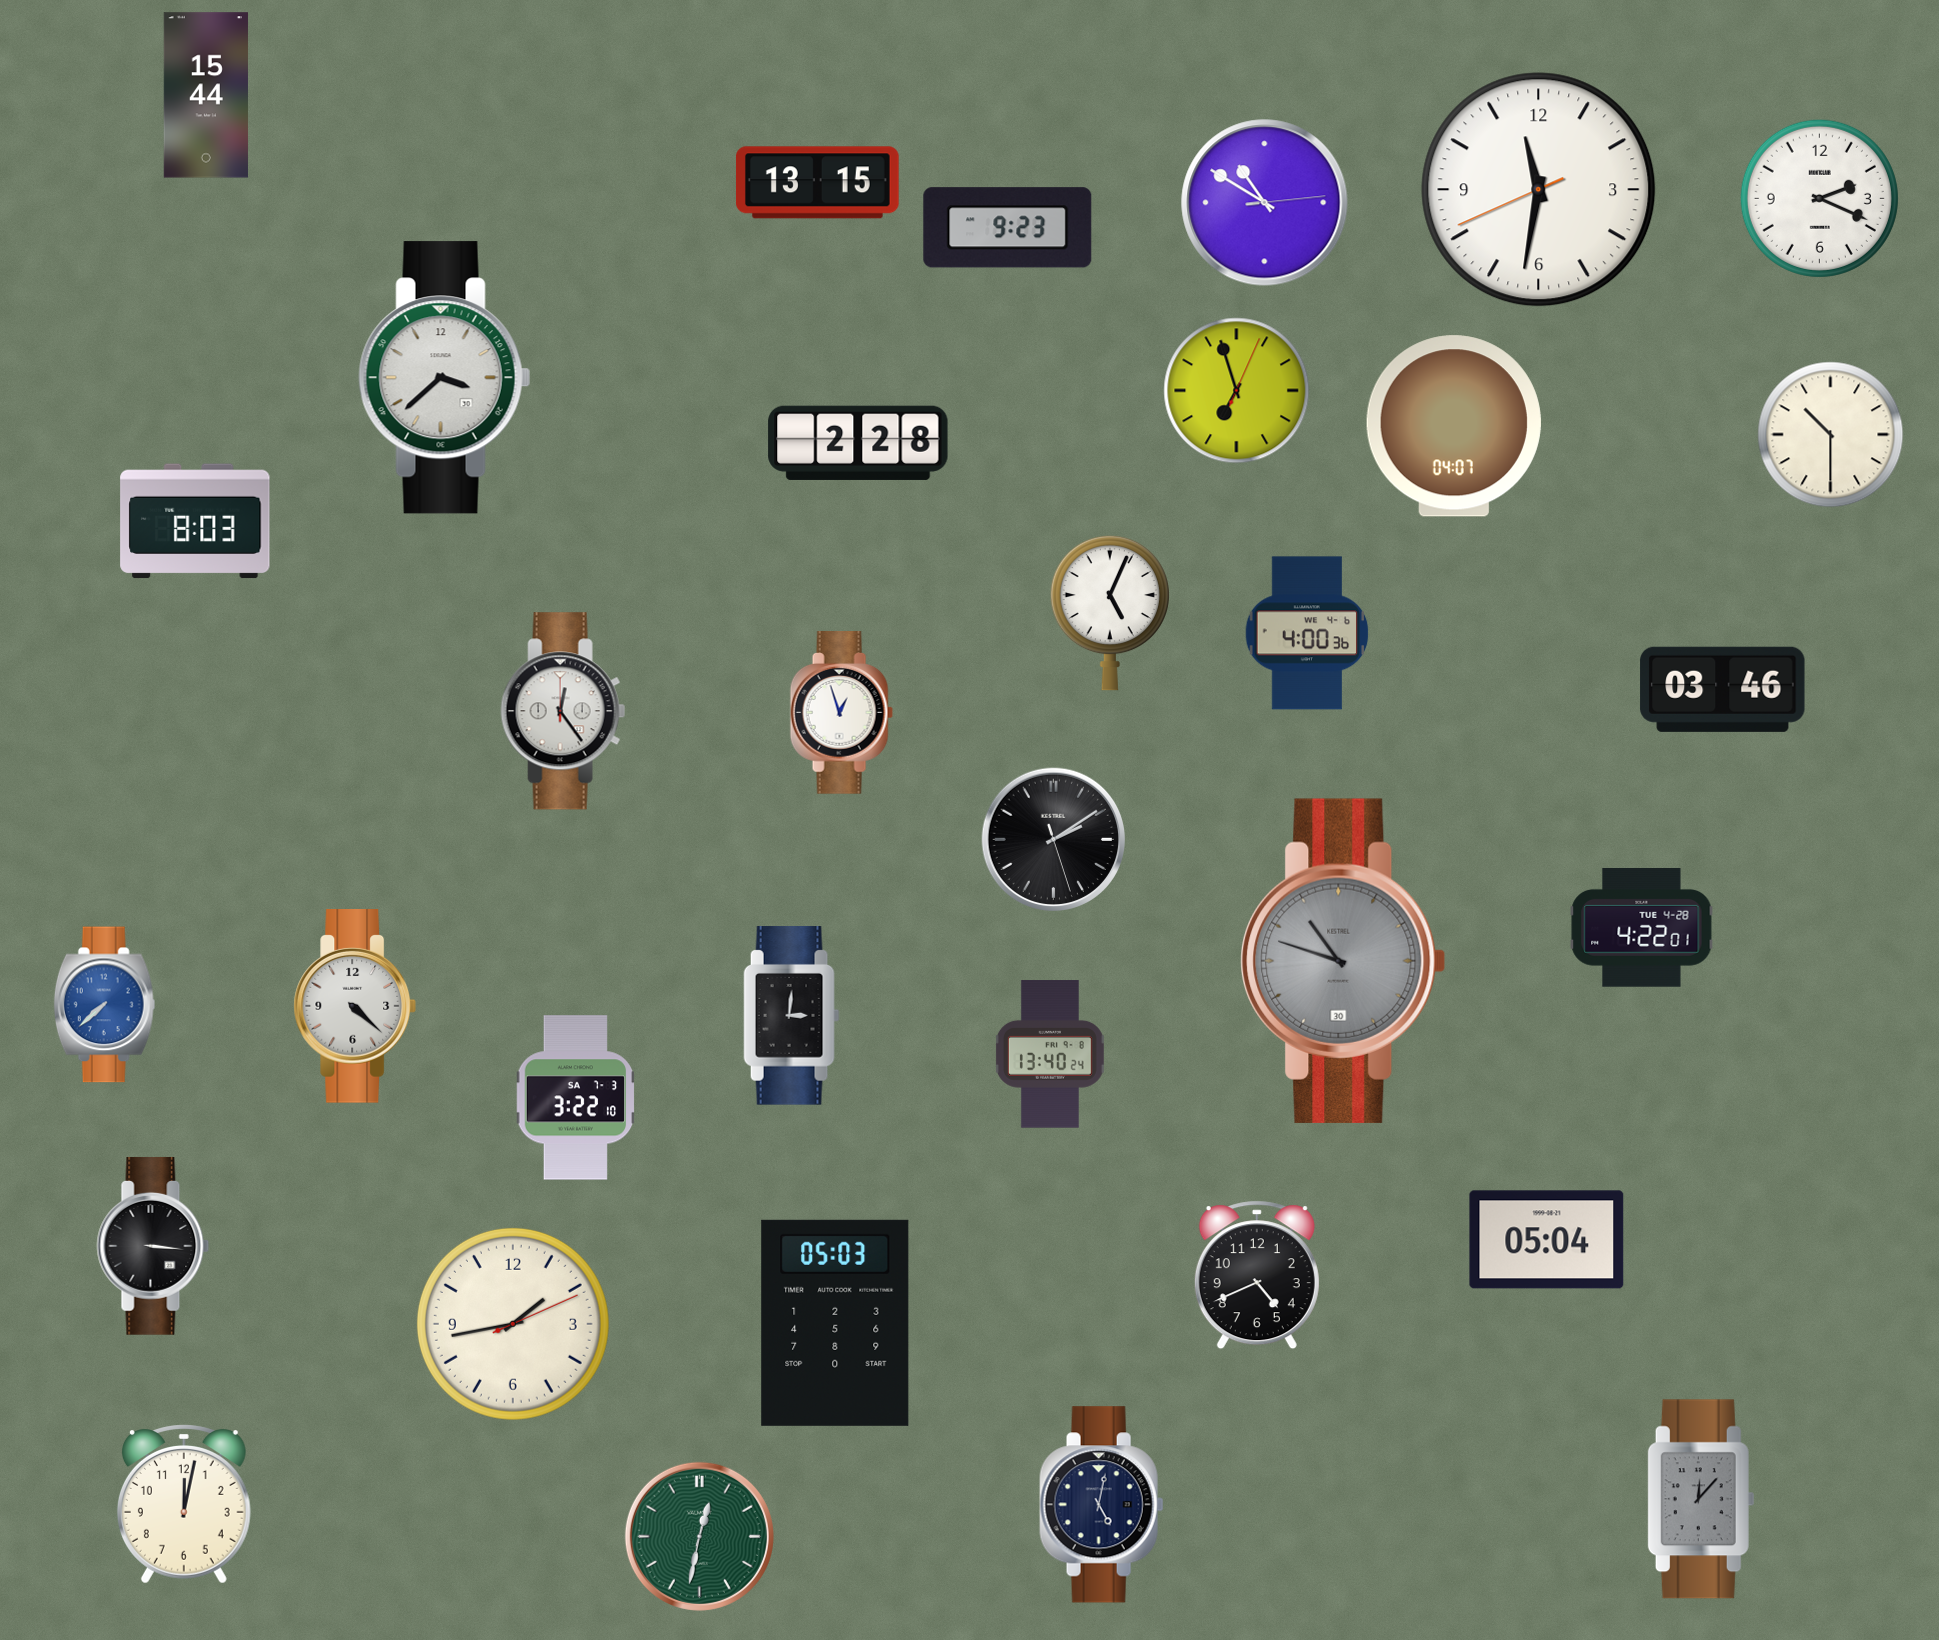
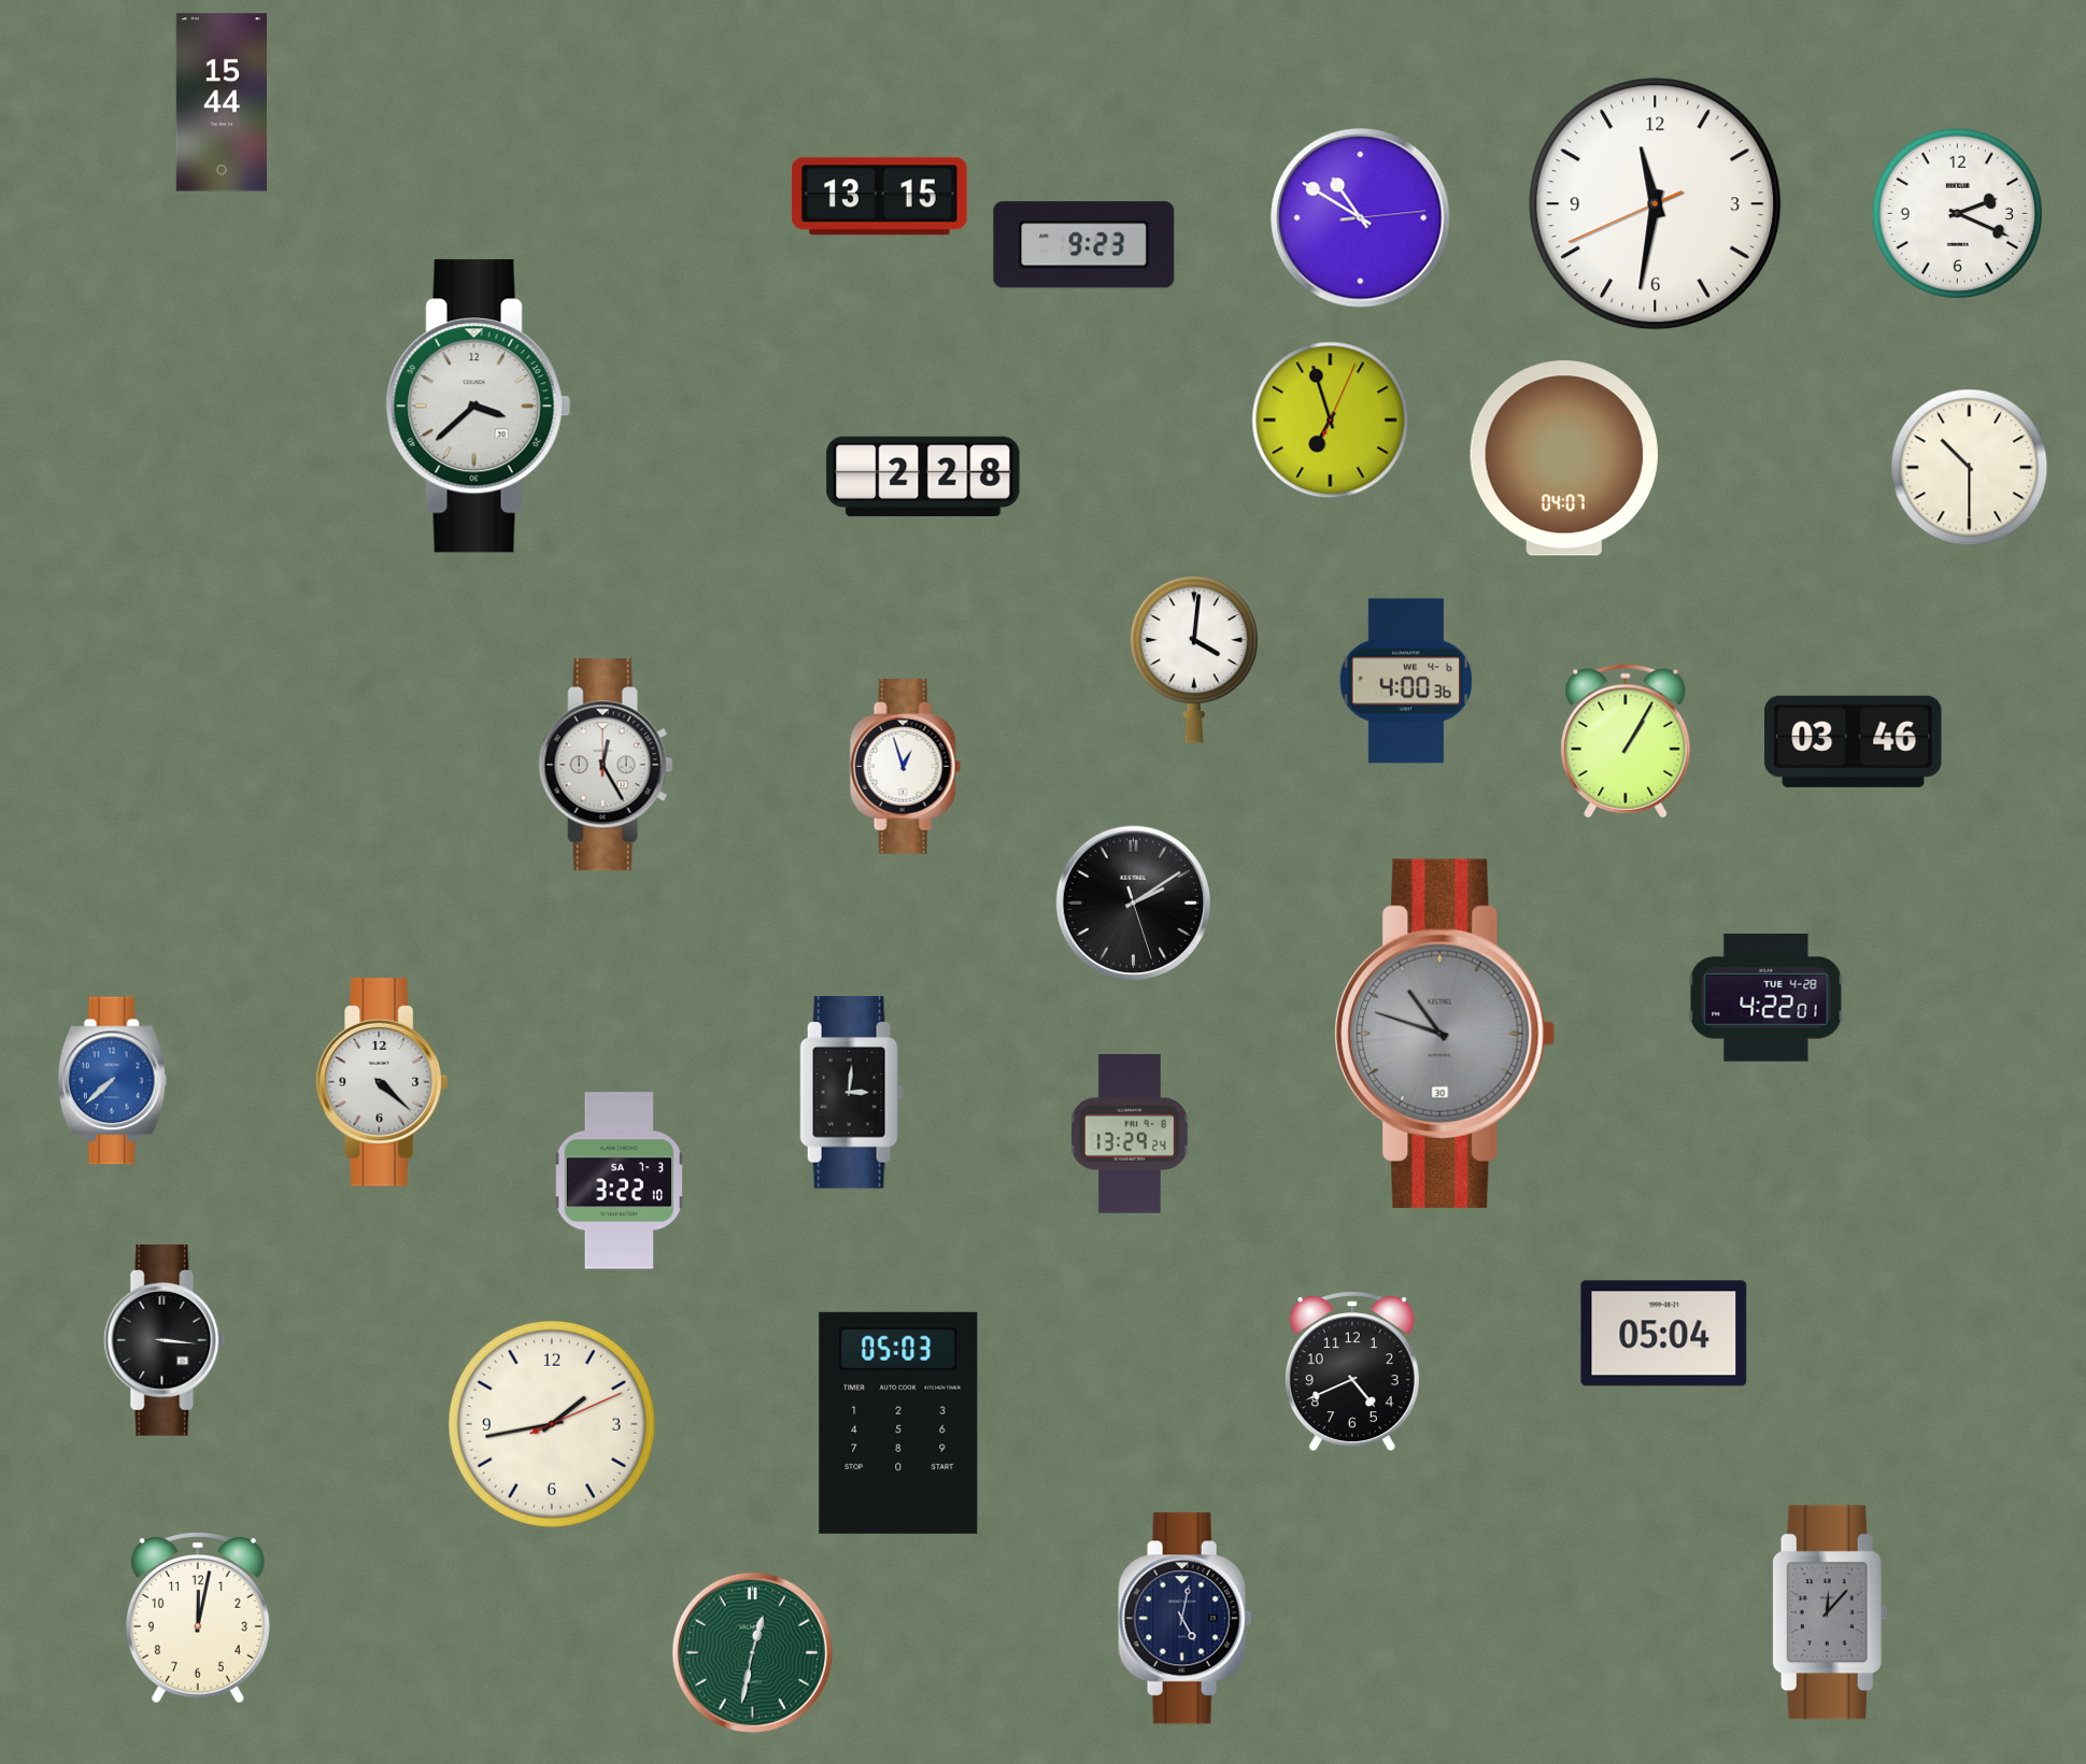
clock at (195, 521): 8:03 -> none
clock at (1110, 613): 5:04 -> 4:01
clock at (1626, 741): none -> 1:05
clock at (563, 711): 12:24 -> 12:25
clock at (1050, 1054): 13:40 -> 13:29
